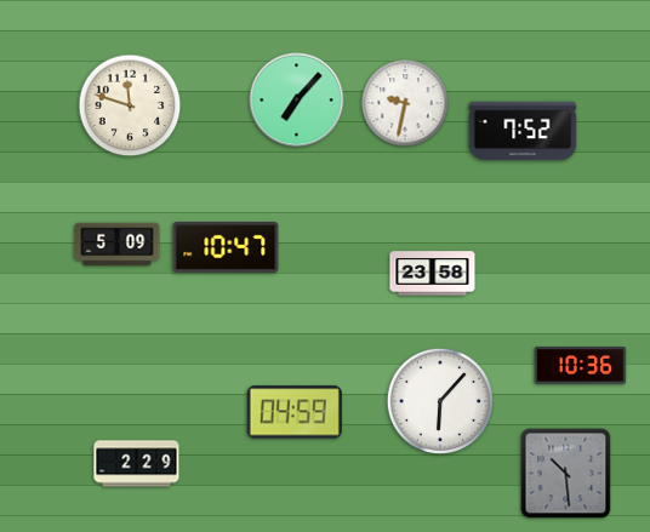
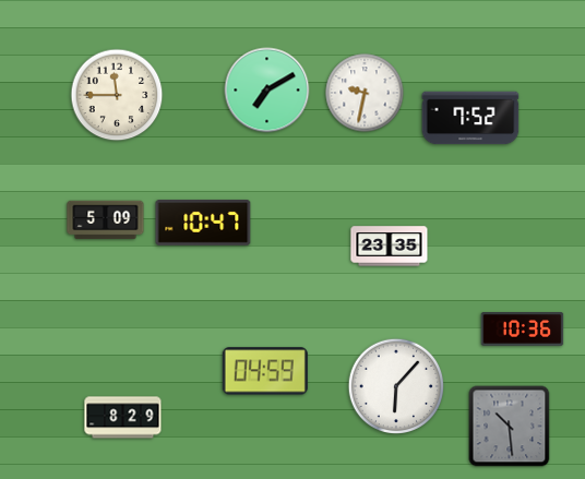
clock at (297, 101): 7:07 -> 7:10
clock at (130, 105): 11:48 -> 11:45
clock at (433, 274): 23:58 -> 23:35
clock at (439, 400) position: (439, 400) -> (395, 385)
clock at (137, 464): 2:29 -> 8:29
